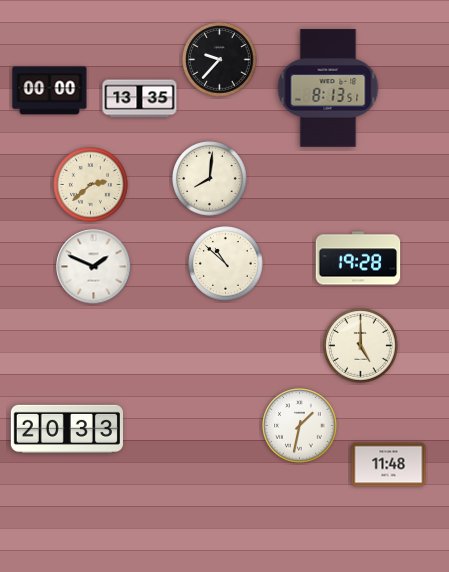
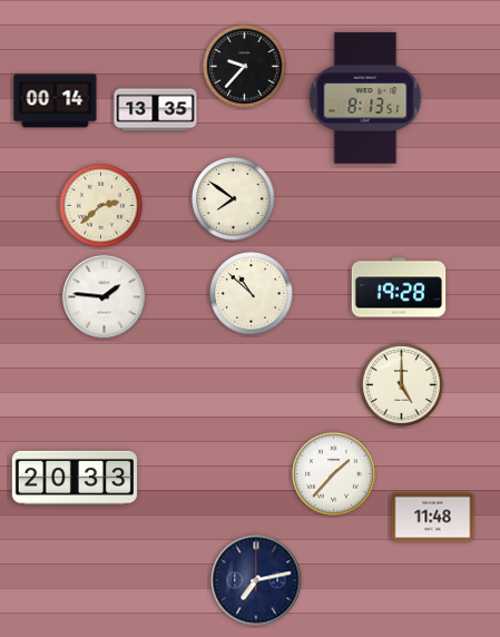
clock at (50, 91): 00:00 -> 00:14
clock at (210, 179): 8:01 -> 7:51
clock at (94, 267): 1:49 -> 1:46
clock at (300, 426): 1:32 -> 1:37
clock at (256, 580): none -> 7:13
